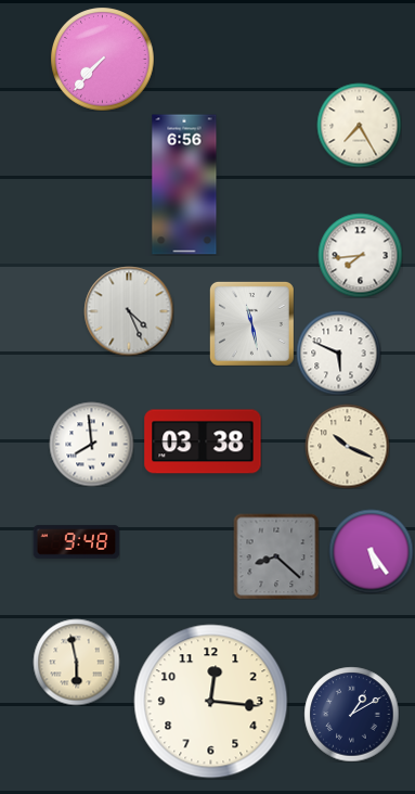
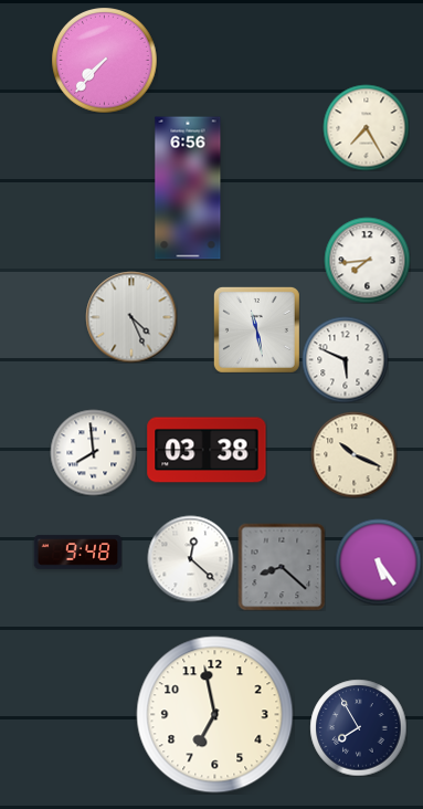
clock at (190, 558): none -> 12:22
clock at (76, 662): 5:58 -> none
clock at (211, 702): 12:16 -> 6:58
clock at (351, 714): 1:10 -> 7:55
